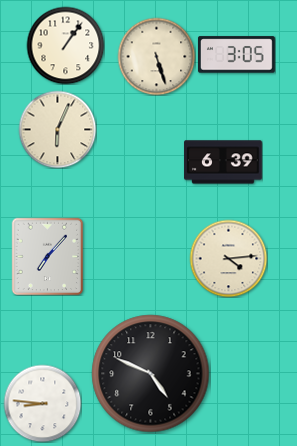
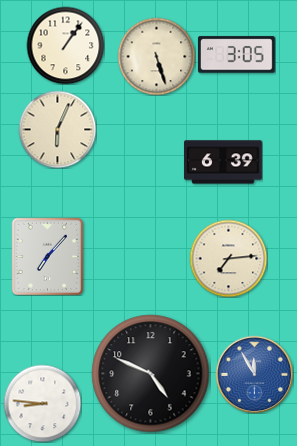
clock at (228, 258): 4:14 -> 7:14
clock at (254, 374): none -> 11:55
